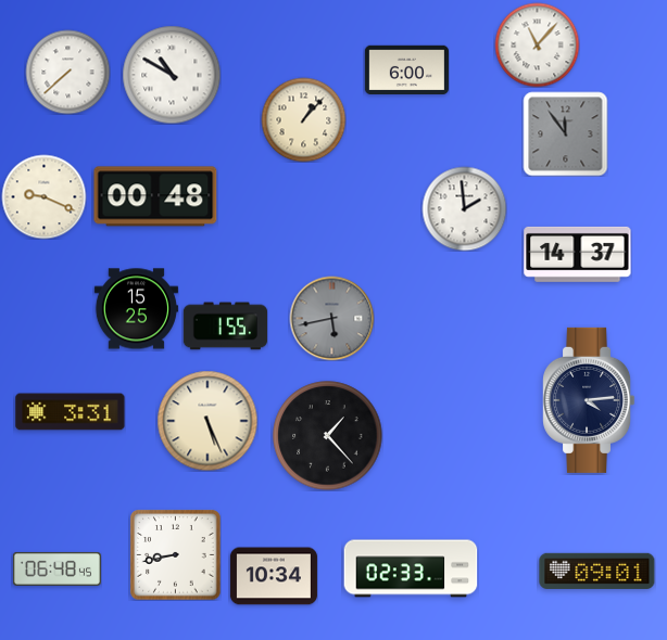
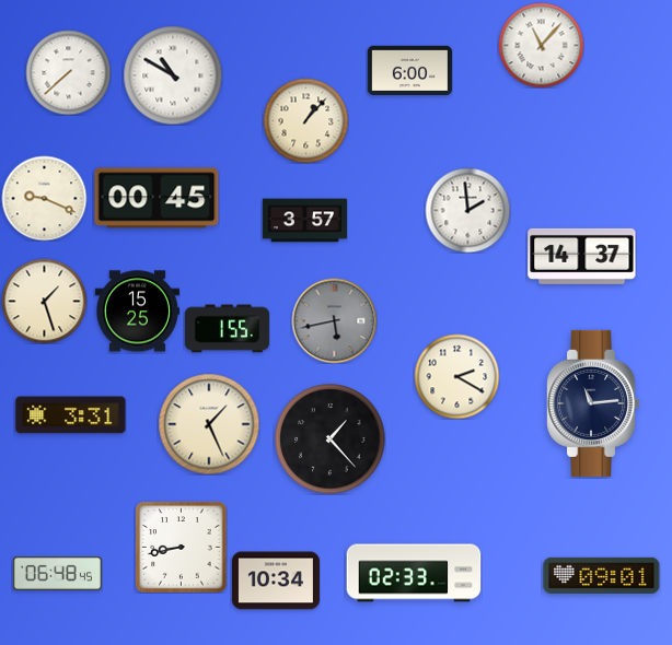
clock at (565, 133): 11:54 -> none
clock at (155, 196): 00:48 -> 00:45
clock at (304, 221): none -> 3:57
clock at (44, 301): none -> 1:27
clock at (456, 376): none -> 2:20
clock at (589, 400): 4:14 -> 11:14
clock at (207, 421): 5:26 -> 1:26
clock at (175, 554) position: (175, 554) -> (181, 547)
